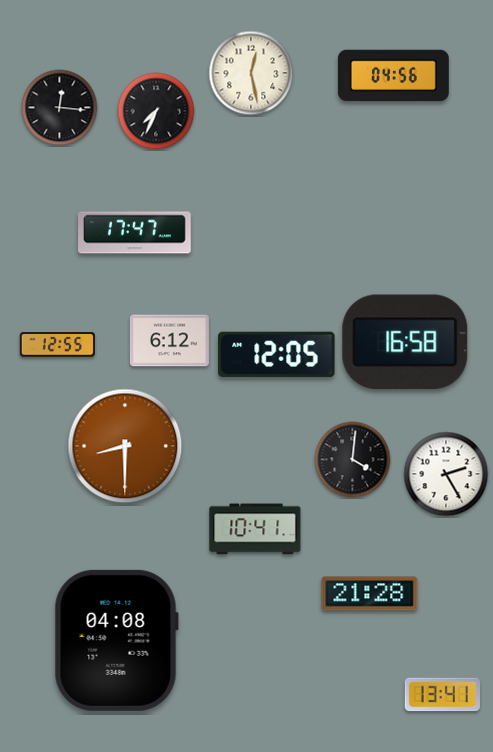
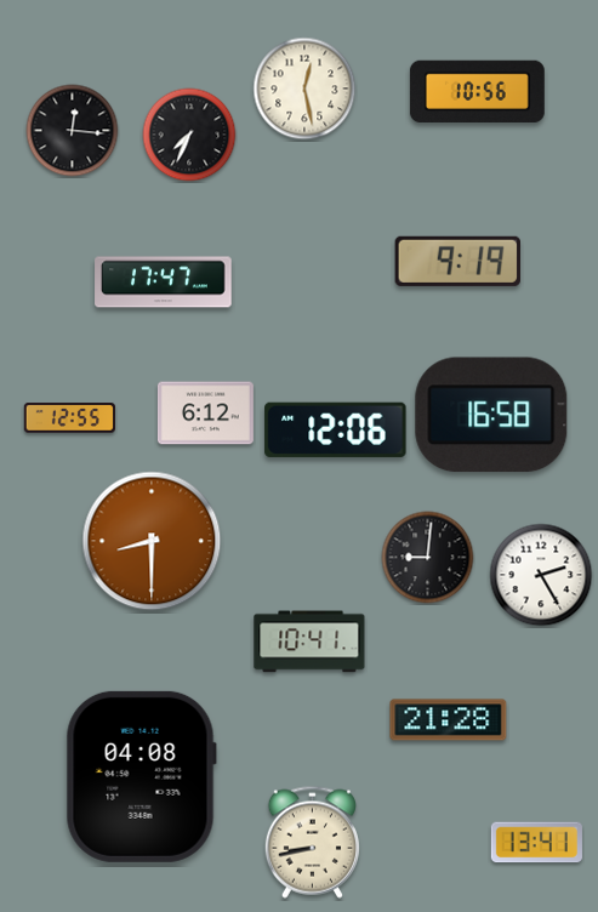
clock at (393, 76): 04:56 -> 10:56
clock at (457, 261): none -> 9:19
clock at (277, 354): 12:05 -> 12:06
clock at (353, 460): 4:01 -> 9:01
clock at (312, 842): none -> 8:43
